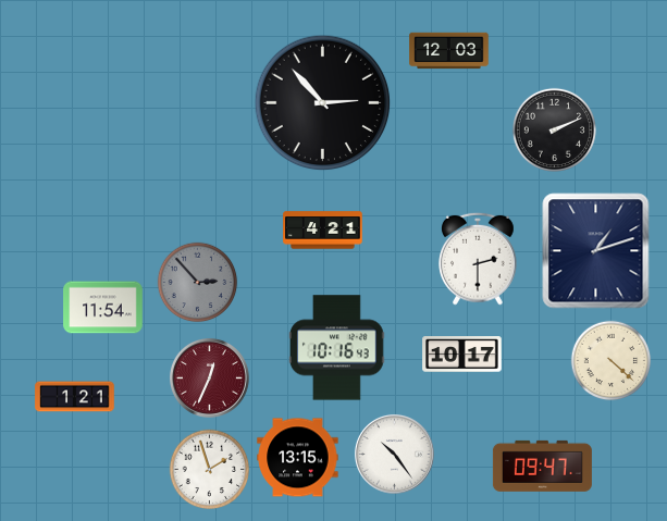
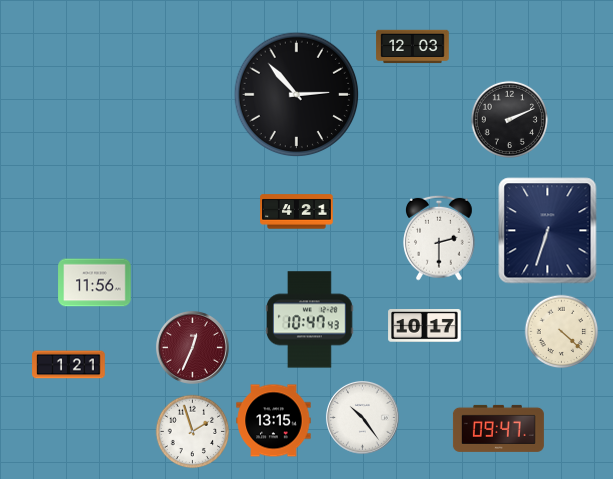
clock at (596, 251): 1:12 -> 6:33
clock at (198, 283): 2:53 -> none
clock at (103, 308): 11:54 -> 11:56
clock at (337, 348): 10:16 -> 10:47
